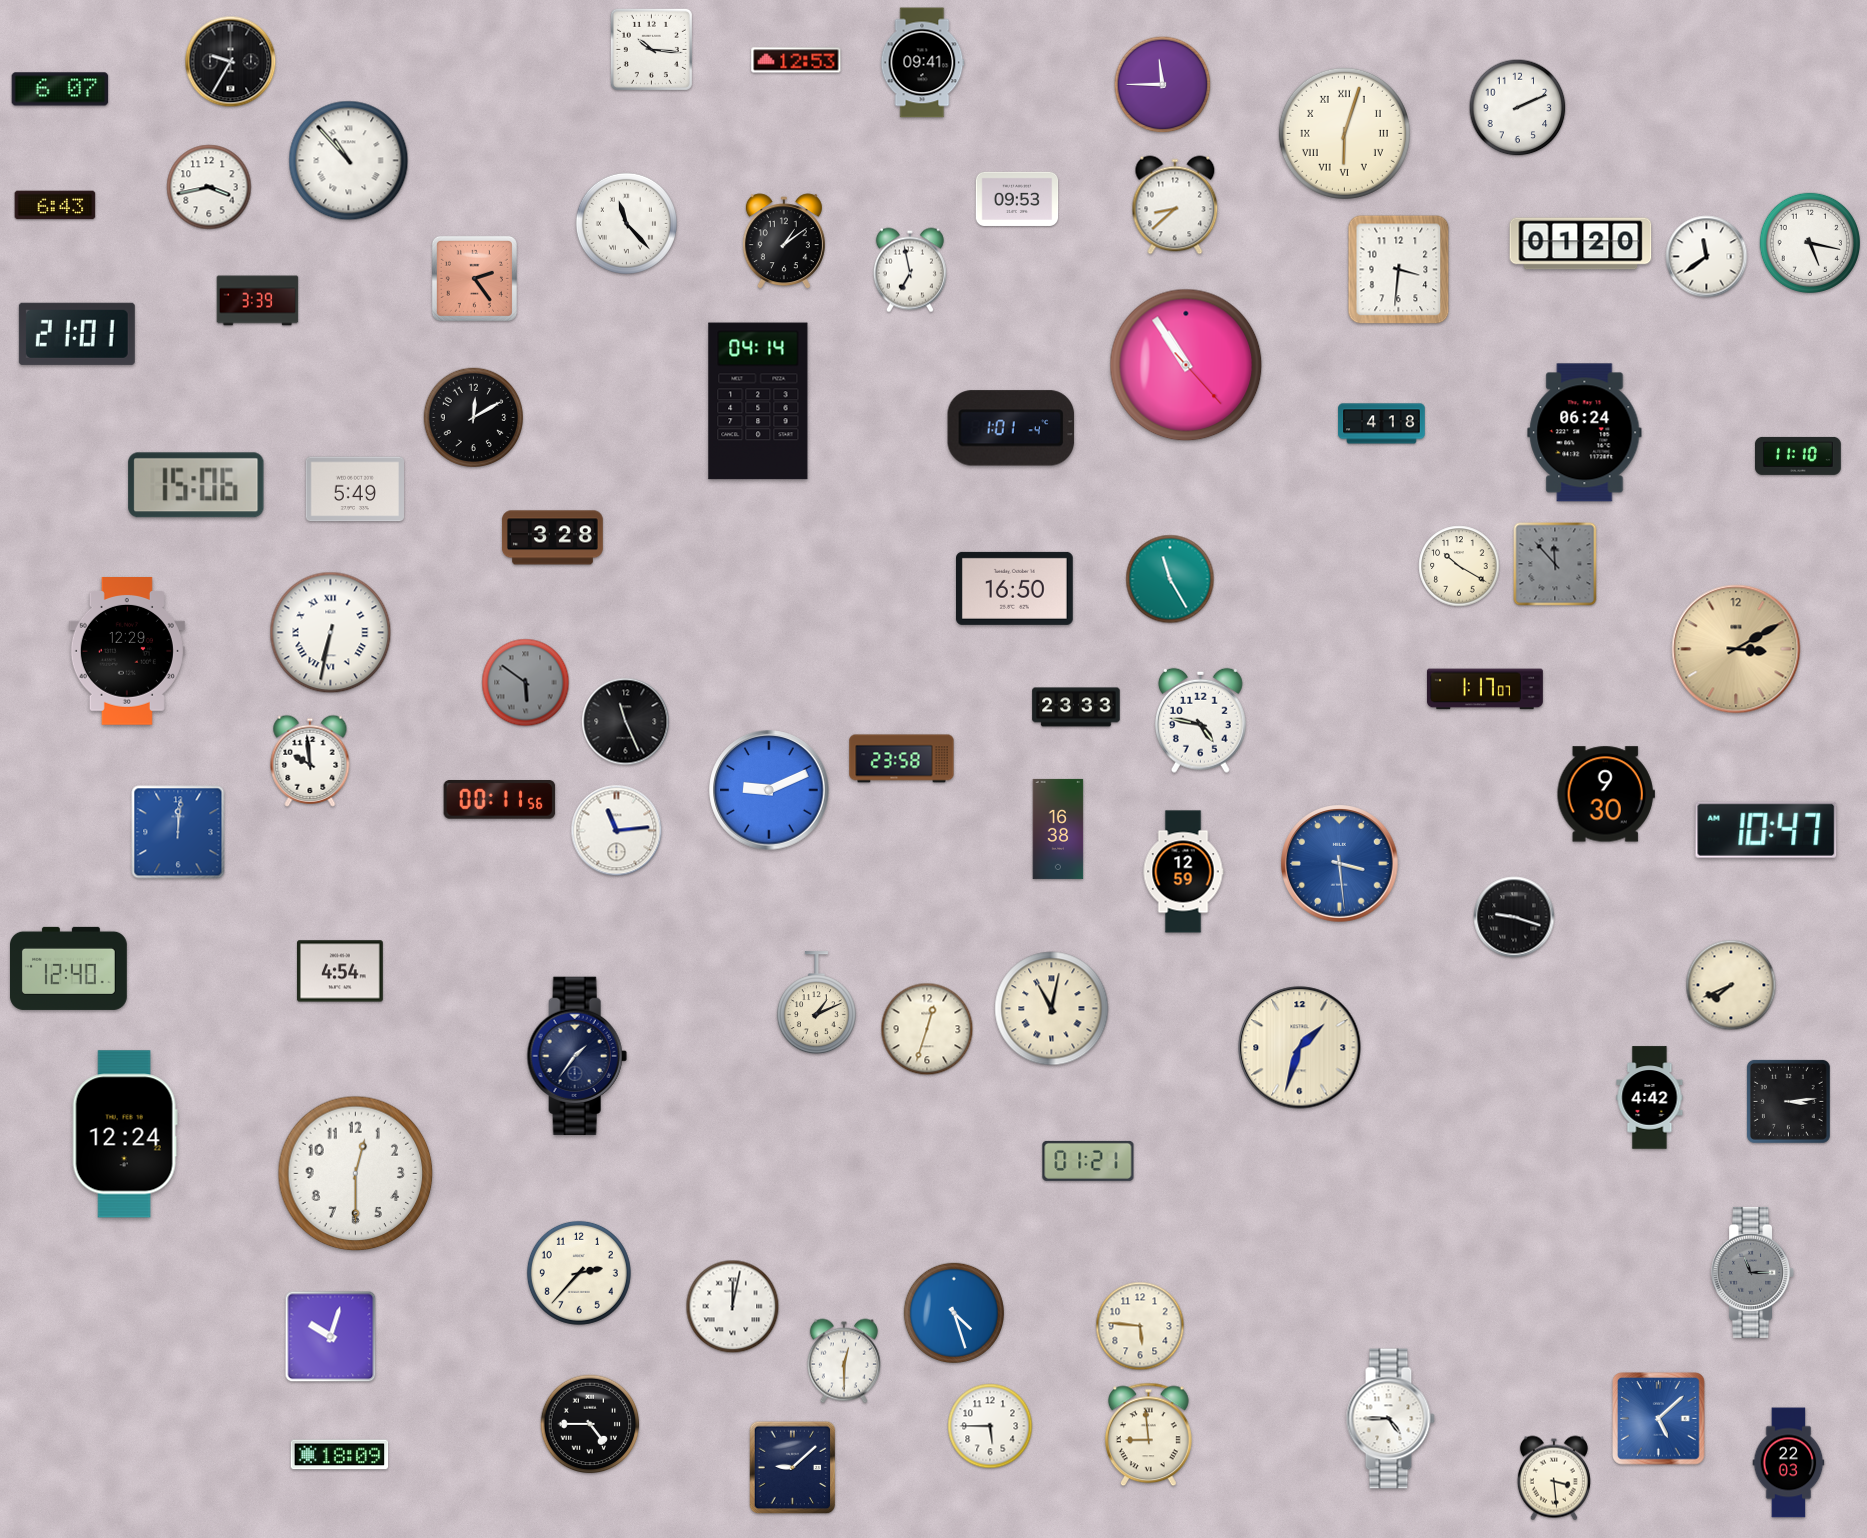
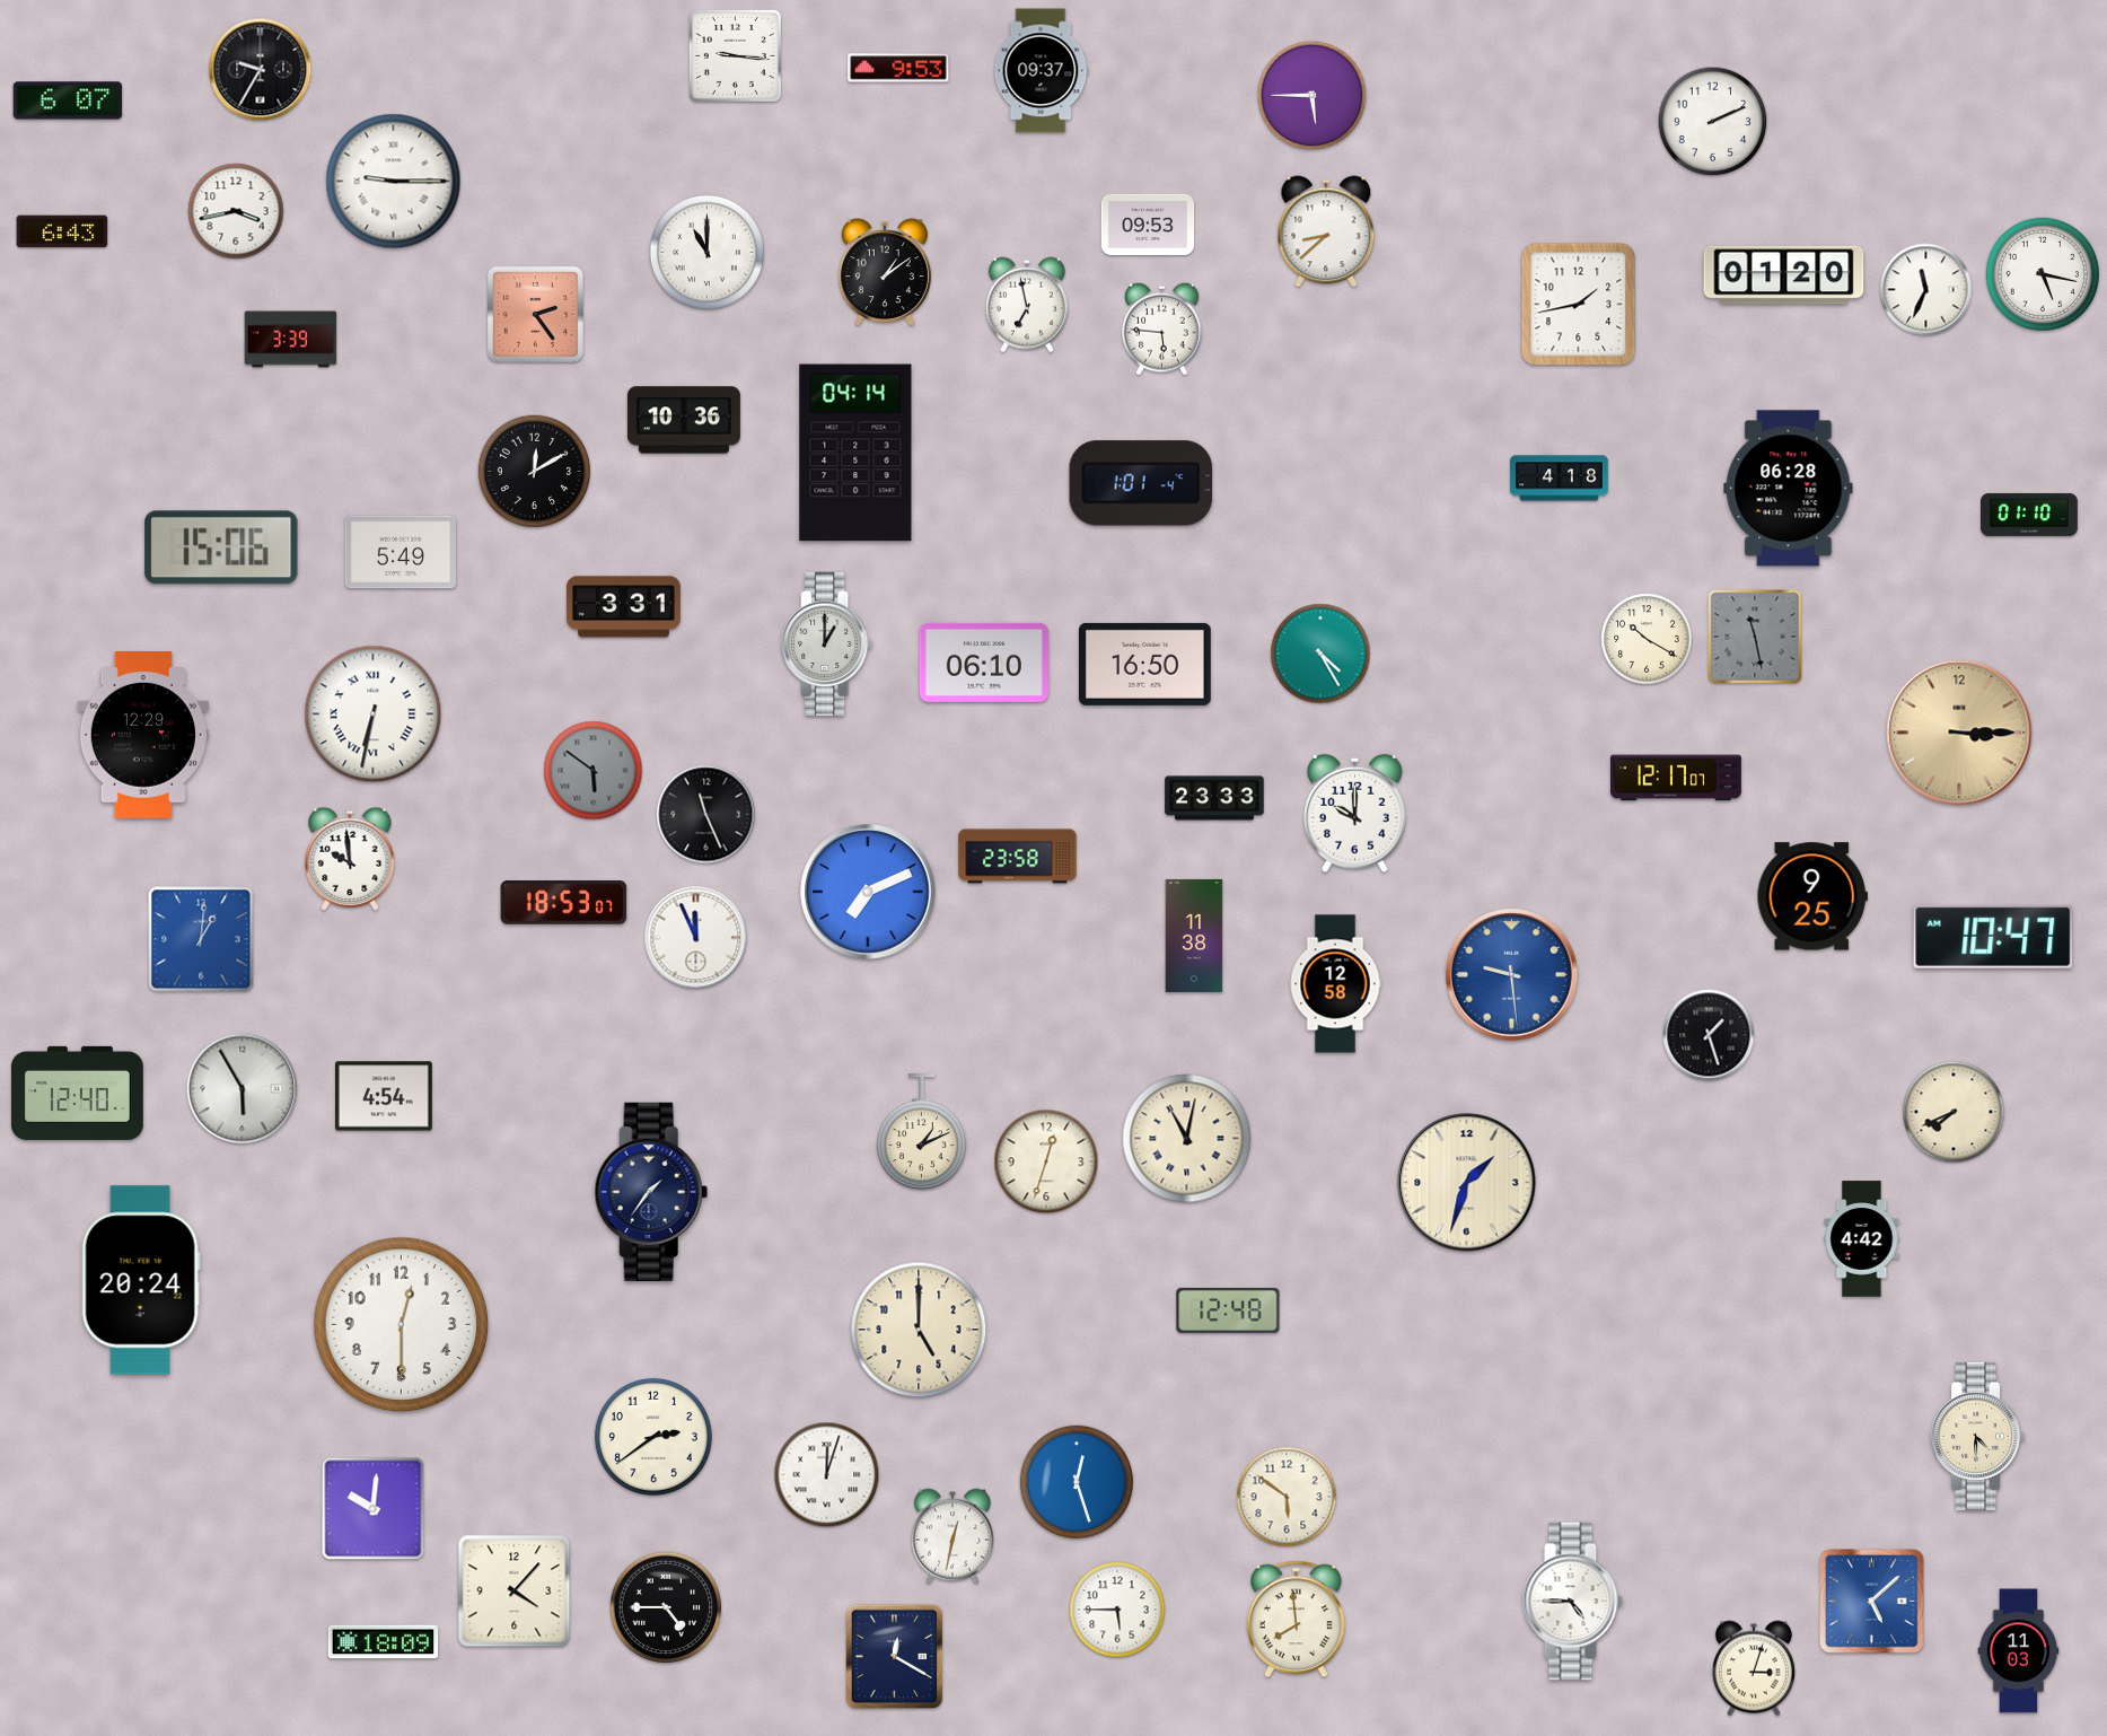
clock at (651, 49): 10:16 -> 9:16
clock at (796, 60): 12:53 -> 9:53
clock at (922, 63): 09:41 -> 09:37
clock at (1163, 85): 11:45 -> 5:45
clock at (1344, 133): 6:03 -> none
clock at (349, 161): 10:53 -> 9:15
clock at (626, 223): 11:23 -> 11:00
clock at (1707, 257): 11:39 -> 11:34
clock at (1399, 270): 3:31 -> 1:43
clock at (1162, 328): none -> 5:46
clock at (77, 334): 21:01 -> none
clock at (1186, 365): 10:54 -> none
clock at (684, 420): none -> 10:36
clock at (1585, 433): 06:24 -> 06:28
clock at (1799, 456): 11:10 -> 01:10
clock at (552, 538): 3:28 -> 3:31
clock at (1555, 564): 11:53 -> 11:28
clock at (827, 645): none -> 1:00
clock at (1170, 579): 11:25 -> 4:25
clock at (984, 663): none -> 06:10
clock at (1736, 649): 3:10 -> 3:15
clock at (1485, 689): 1:17 -> 12:17
clock at (1200, 720): 4:47 -> 10:00
clock at (769, 790): 9:11 -> 7:11
clock at (1606, 794): 9:30 -> 9:25
clock at (500, 800): 00:11 -> 18:53
clock at (1058, 829): 16:38 -> 11:38
clock at (617, 831): 11:14 -> 11:56
clock at (178, 832): 12:01 -> 1:01
clock at (1340, 864): 3:29 -> 9:29
clock at (1183, 872): 12:59 -> 12:58
clock at (1514, 917): 9:18 -> 1:27
clock at (243, 1089): none -> 5:55
clock at (1788, 1101): 3:14 -> none
clock at (125, 1134): 12:24 -> 20:24
clock at (1088, 1161): 01:21 -> 12:48
clock at (919, 1330): none -> 5:00
clock at (1753, 1272): 11:15 -> 4:30
clock at (1753, 1272) dial: grey -> cream
clock at (579, 1273): 2:37 -> 2:39
clock at (733, 1307): 12:02 -> 12:03
clock at (954, 1313): 4:27 -> 12:27
clock at (1140, 1326): 5:46 -> 5:51
clock at (331, 1337): 10:03 -> 10:01
clock at (844, 1361): 12:30 -> 12:32
clock at (515, 1592): none -> 4:07
clock at (1390, 1419) position: (1390, 1419) -> (1572, 1602)
clock at (1148, 1435): 8:59 -> 7:59
clock at (1789, 1463): 22:03 -> 11:03
clock at (793, 1468): 9:08 -> 12:20
clock at (1554, 1478): 3:29 -> 3:03
